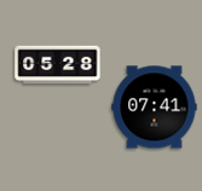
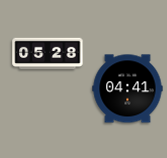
clock at (155, 108): 07:41 -> 04:41
